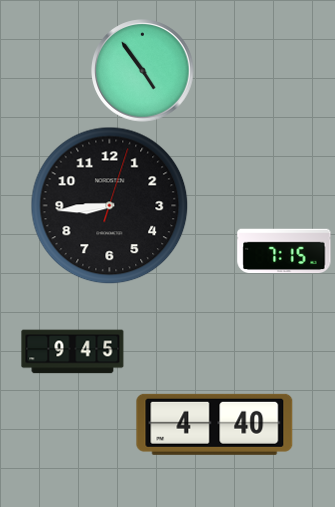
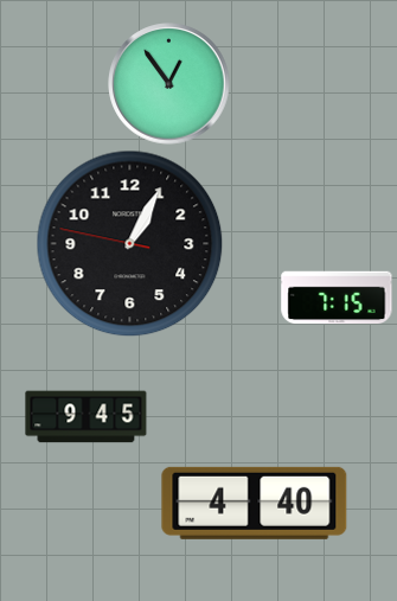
clock at (143, 71): 4:54 -> 12:54
clock at (110, 206): 8:44 -> 1:04
